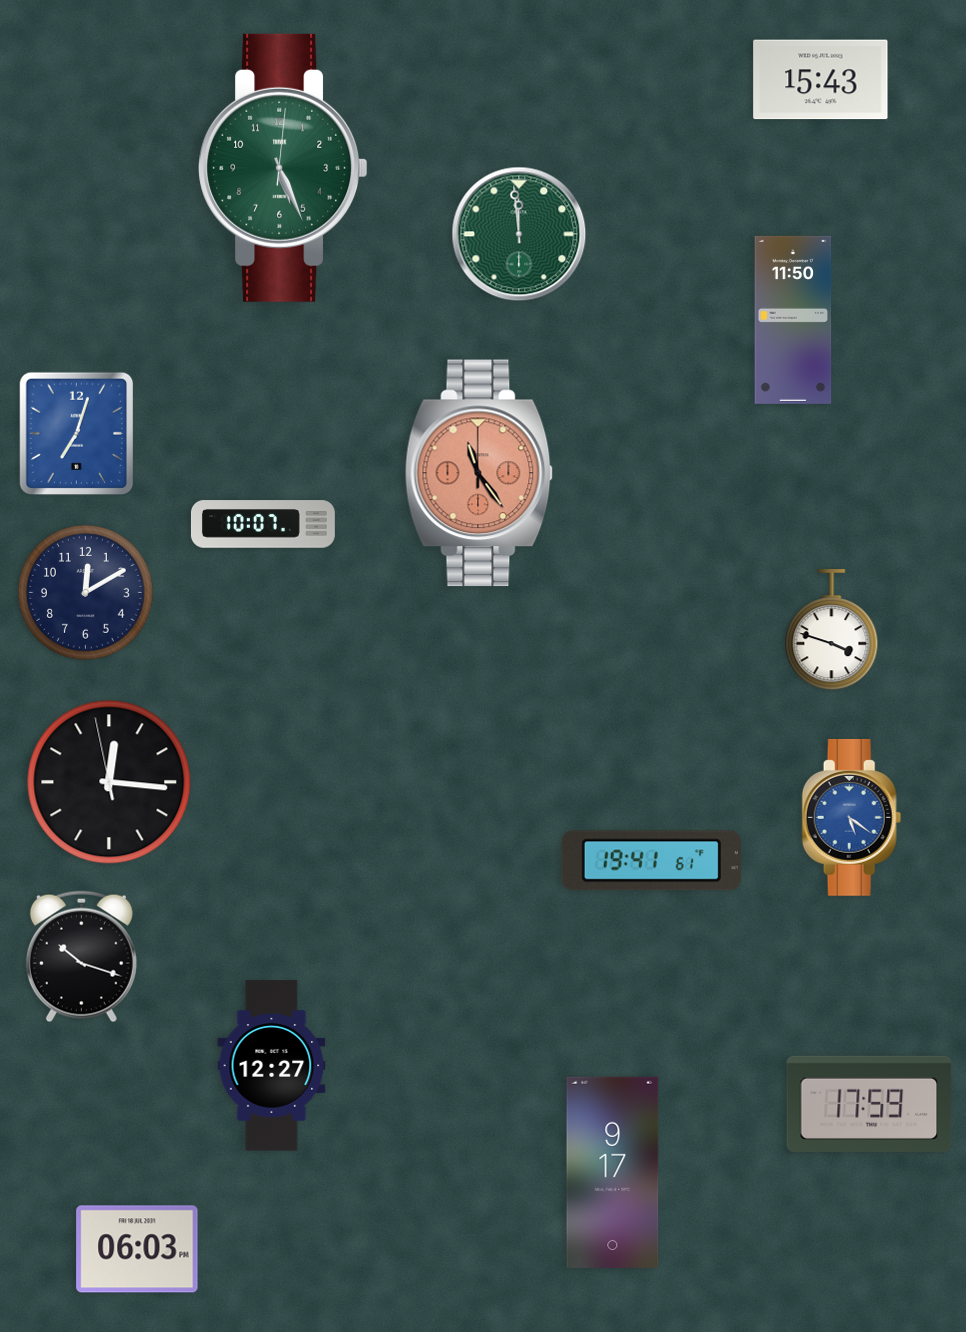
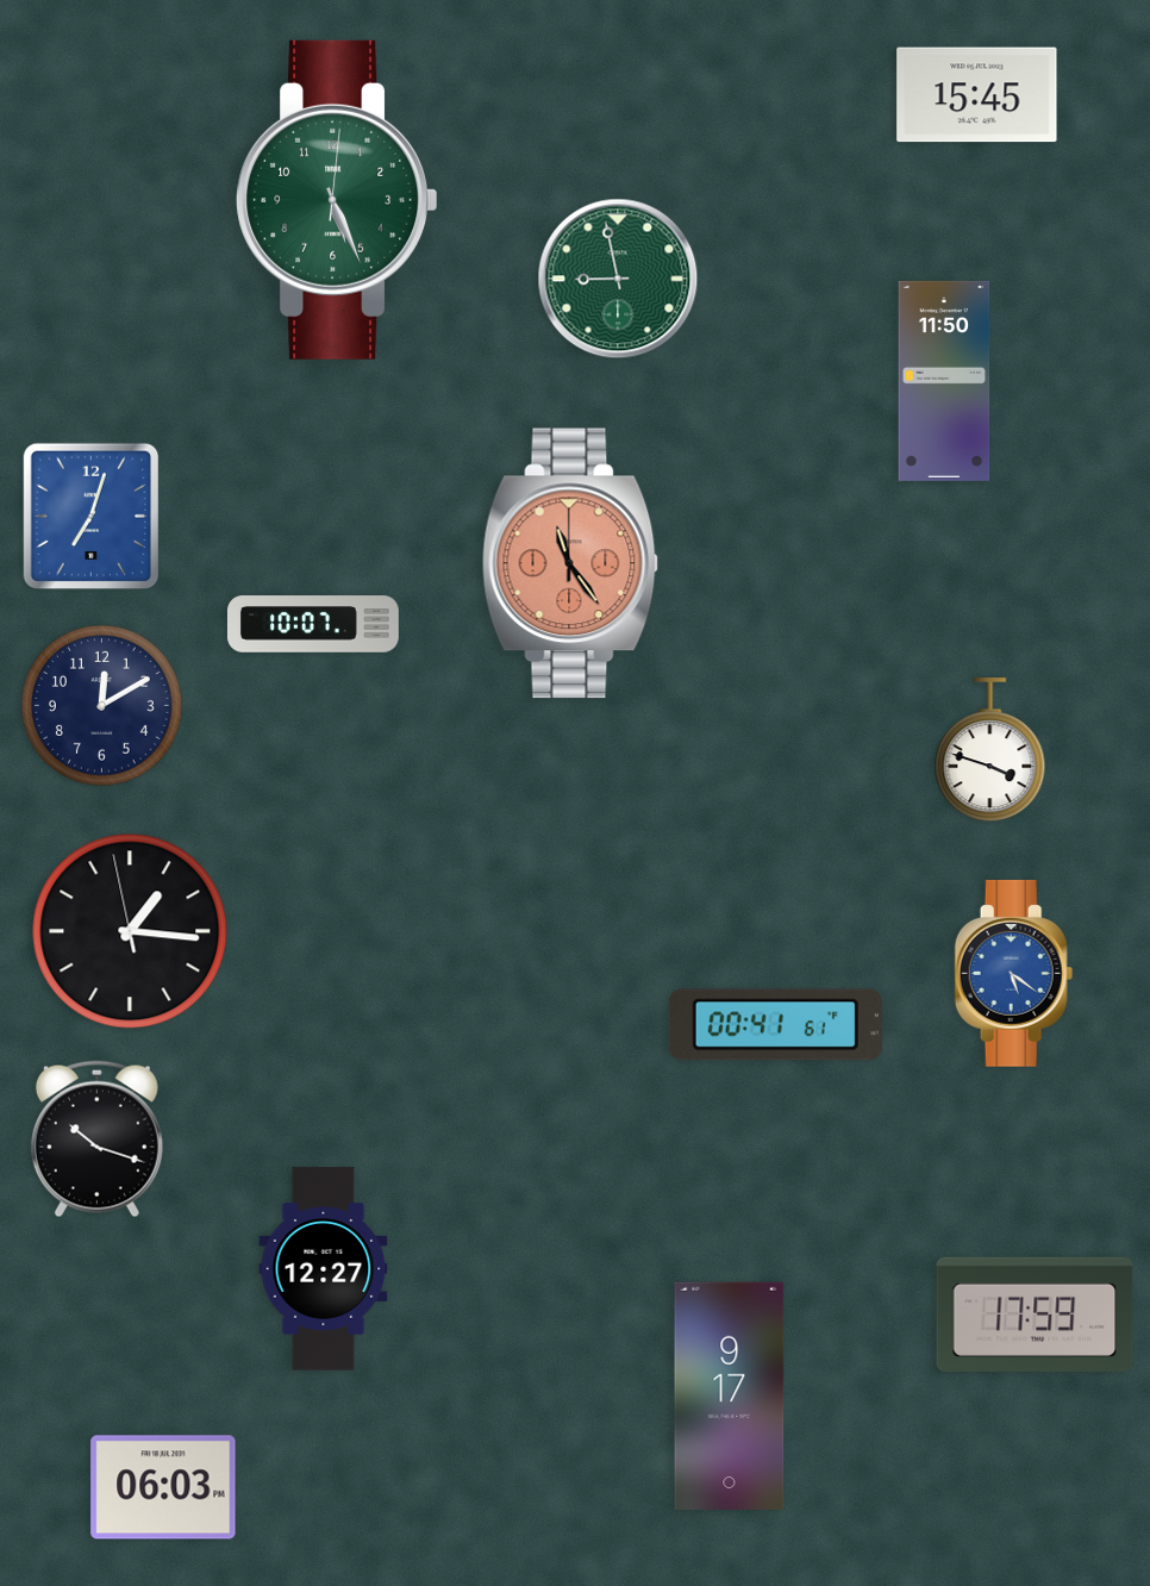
clock at (821, 80): 15:43 -> 15:45
clock at (519, 234): 11:59 -> 8:58
clock at (109, 782): 12:15 -> 1:15
clock at (651, 861): 19:41 -> 00:41
